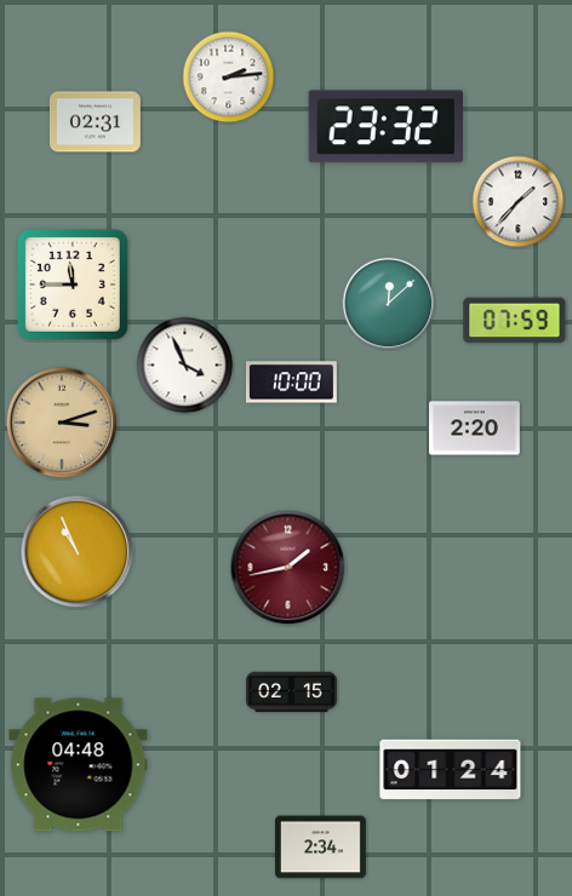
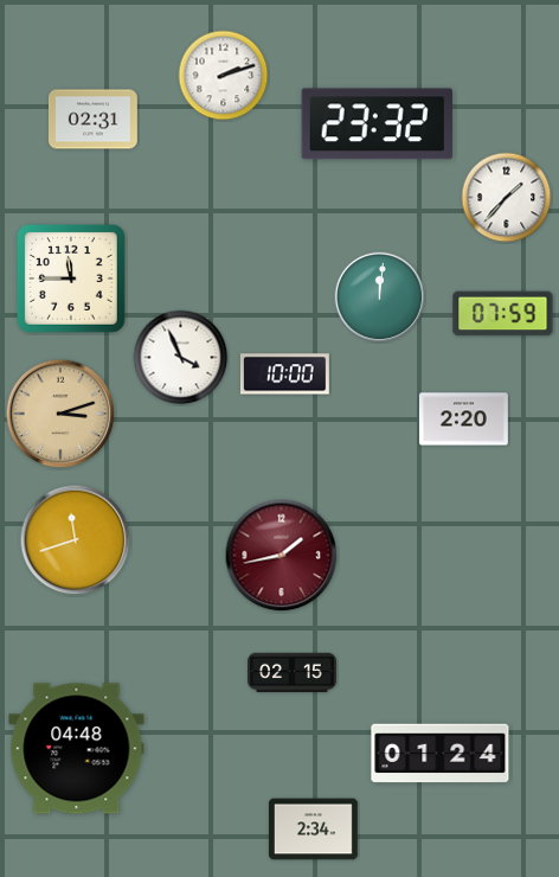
clock at (229, 77): 2:14 -> 2:12
clock at (389, 304): 12:08 -> 12:01
clock at (78, 552): 10:56 -> 11:42
clock at (292, 693) position: (292, 693) -> (293, 673)
